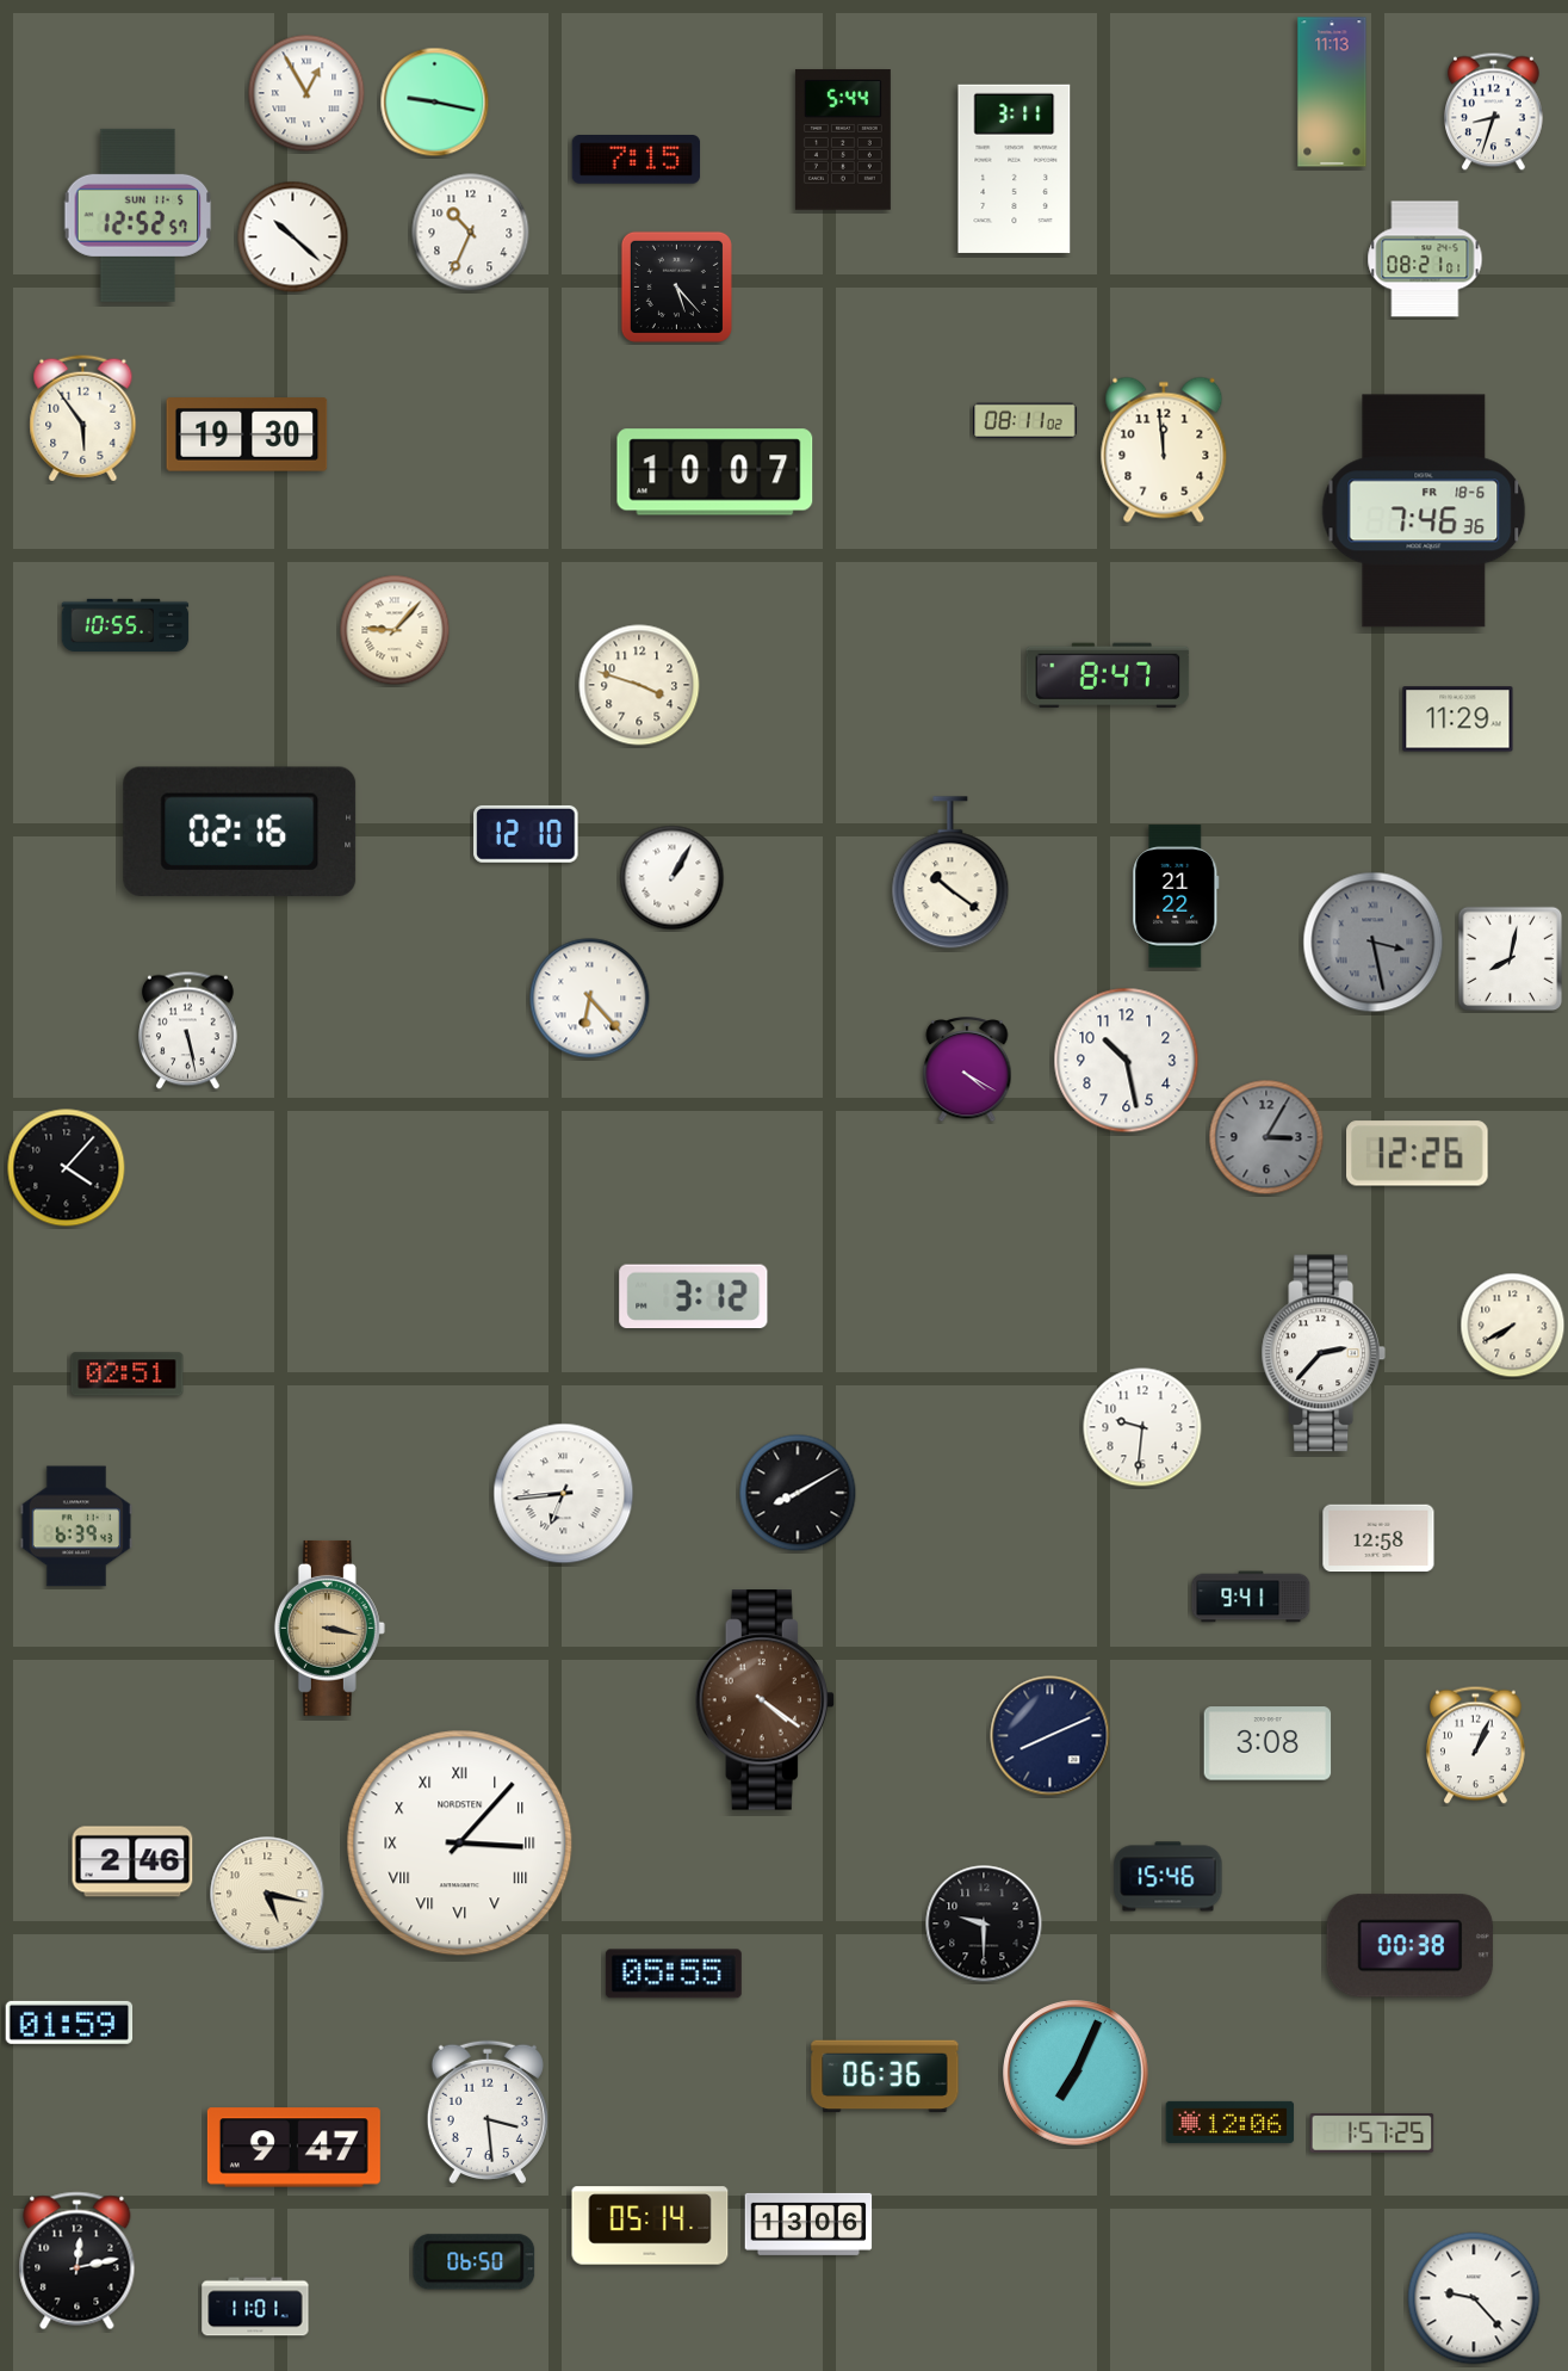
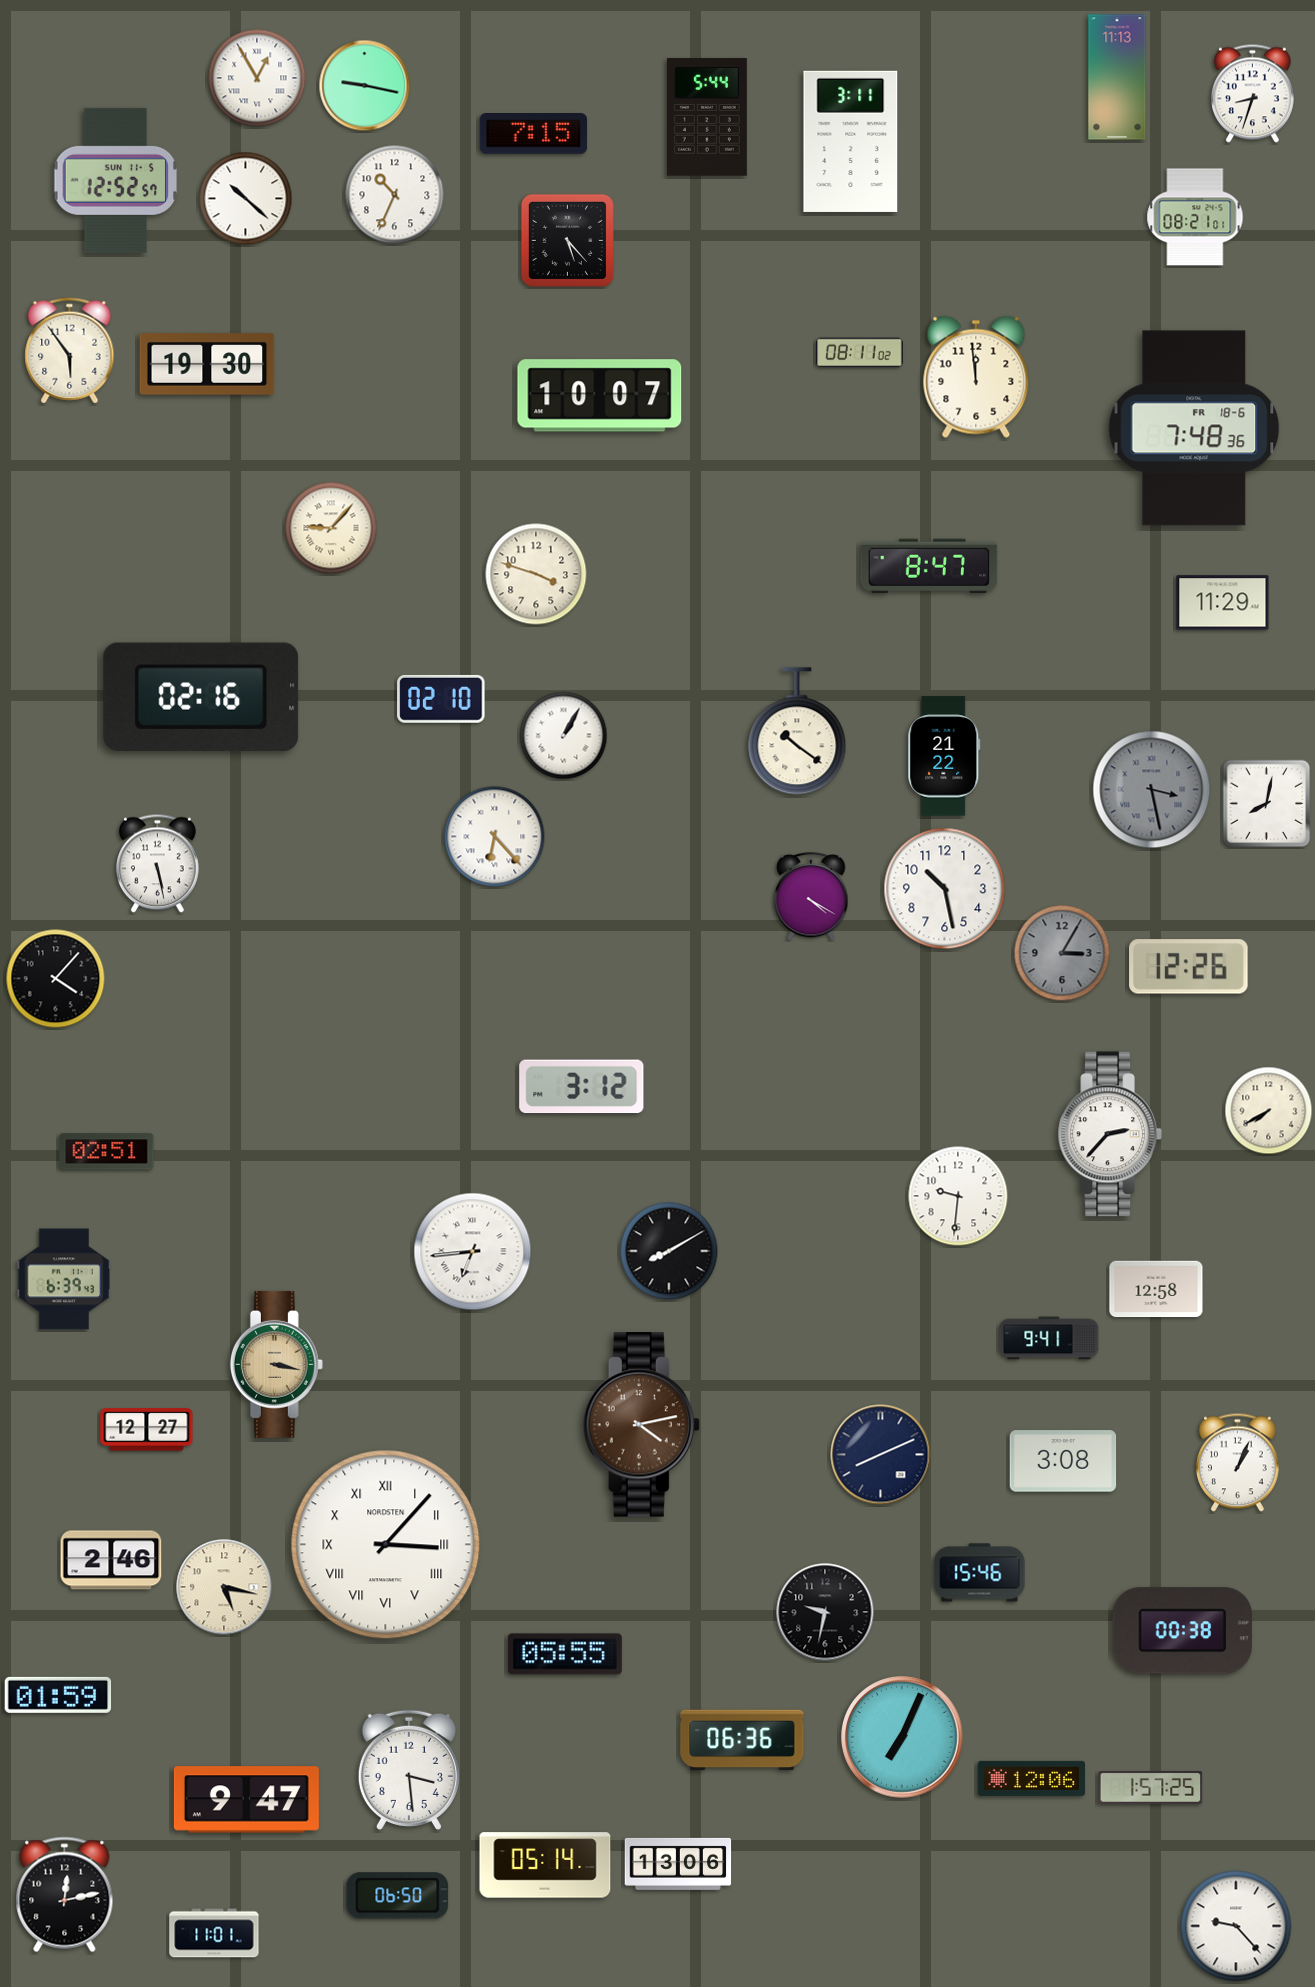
clock at (1424, 511): 7:46 -> 7:48
clock at (125, 625): 10:55 -> none
clock at (526, 834): 12:10 -> 02:10
clock at (1176, 896) position: (1176, 896) -> (944, 756)
clock at (764, 1700): 4:21 -> 4:13
clock at (147, 1430): none -> 12:27
clock at (984, 1924): 9:30 -> 9:32
